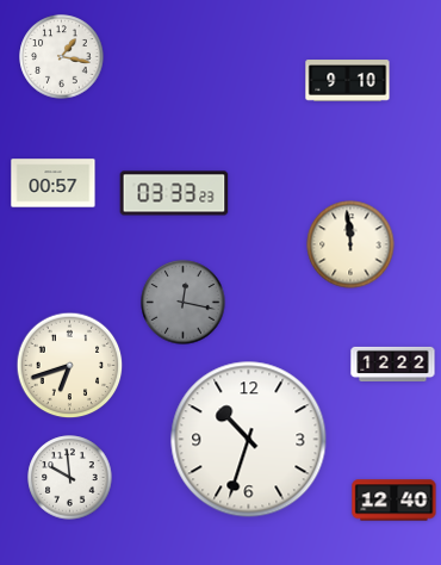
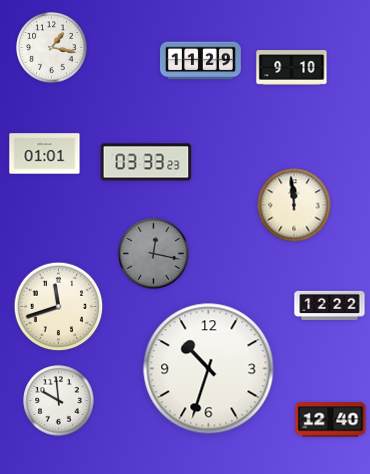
clock at (201, 61): none -> 11:29
clock at (54, 184): 00:57 -> 01:01
clock at (70, 366): 6:42 -> 11:42
